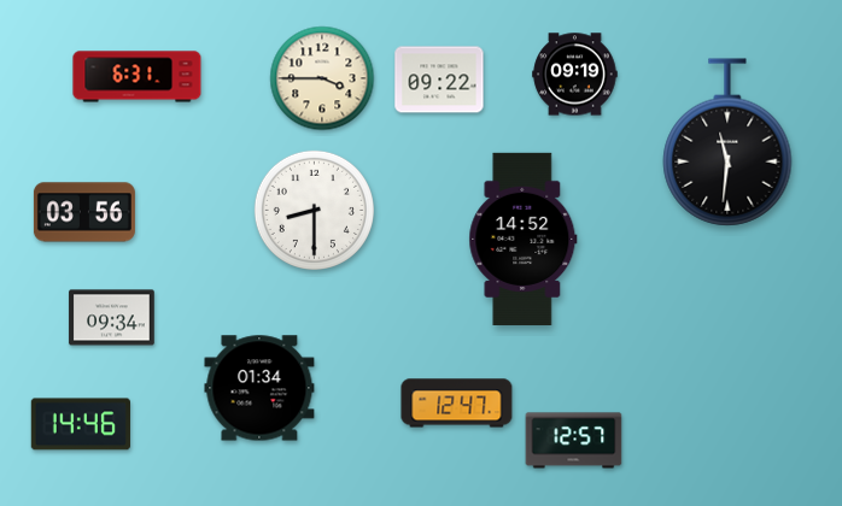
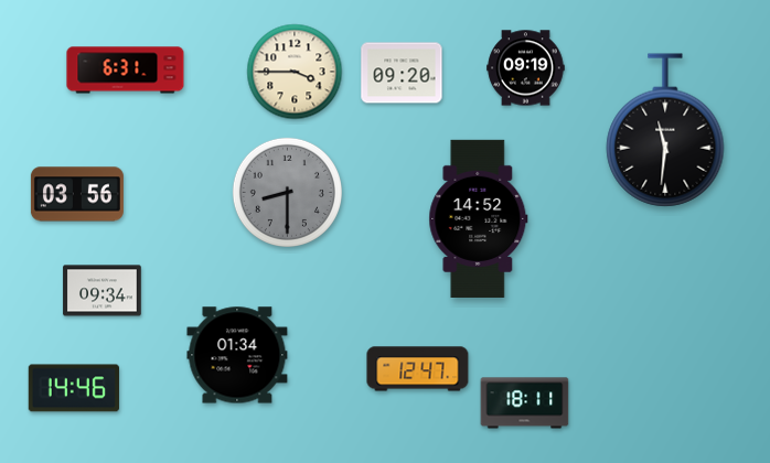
clock at (439, 80): 09:22 -> 09:20
clock at (314, 210) dial: white -> grey
clock at (574, 441): 12:57 -> 18:11
